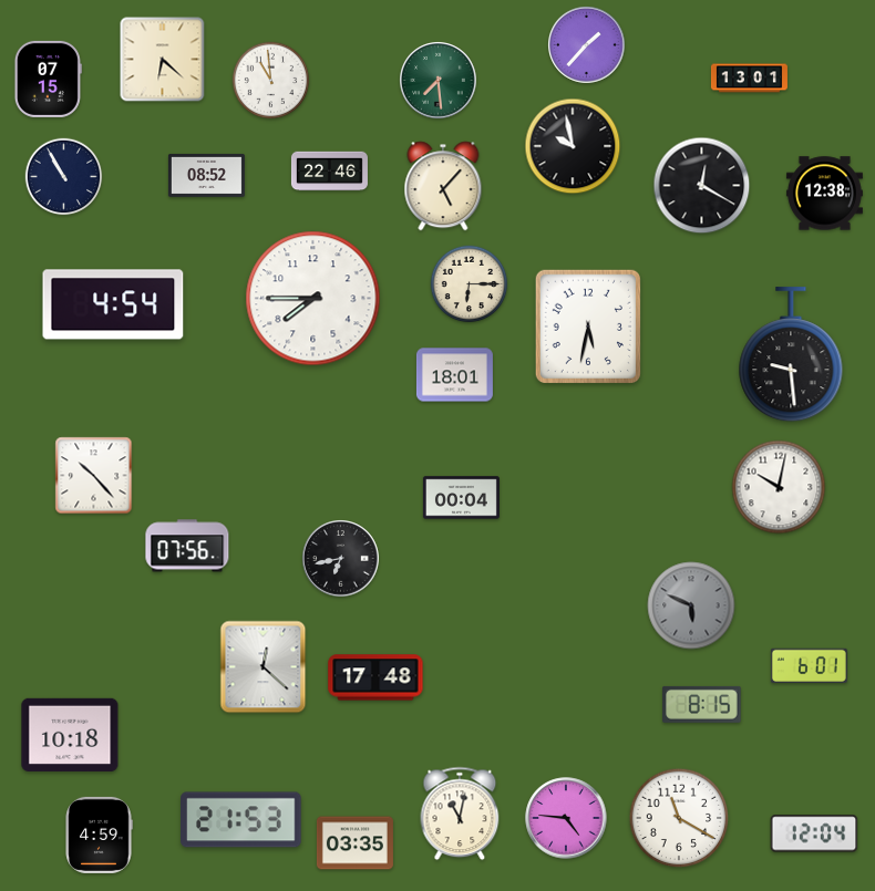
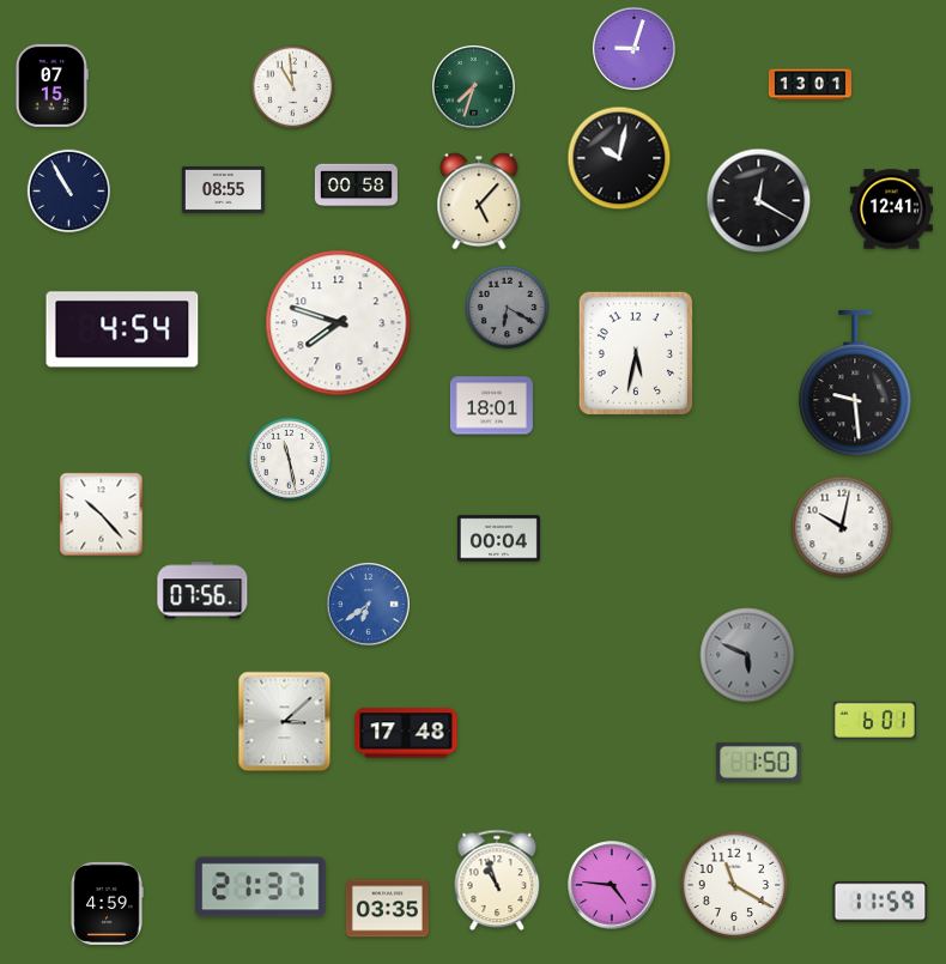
clock at (587, 45): 1:37 -> 9:03
clock at (163, 60): 6:22 -> none
clock at (439, 81): 7:29 -> 7:33
clock at (573, 146): 9:58 -> 10:02
clock at (329, 172): 22:46 -> 00:58
clock at (206, 175): 08:52 -> 08:55
clock at (824, 194): 12:38 -> 12:41
clock at (470, 284): 6:15 -> 6:20
clock at (470, 284) dial: cream -> grey
clock at (313, 299): 7:45 -> 7:48
clock at (290, 460): none -> 11:28
clock at (341, 559): 6:43 -> 6:39
clock at (341, 559) dial: black -> blue
clock at (264, 667): 12:22 -> 3:08
clock at (702, 704): 8:15 -> 1:50
clock at (70, 734): 10:18 -> none
clock at (460, 814): 11:02 -> 10:57
clock at (241, 820): 21:53 -> 21:37
clock at (814, 833): 12:04 -> 11:59
clock at (354, 843) position: (354, 843) -> (387, 909)
